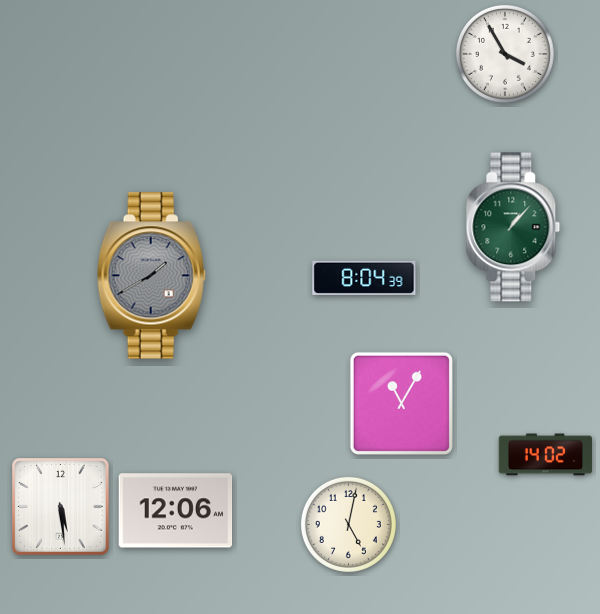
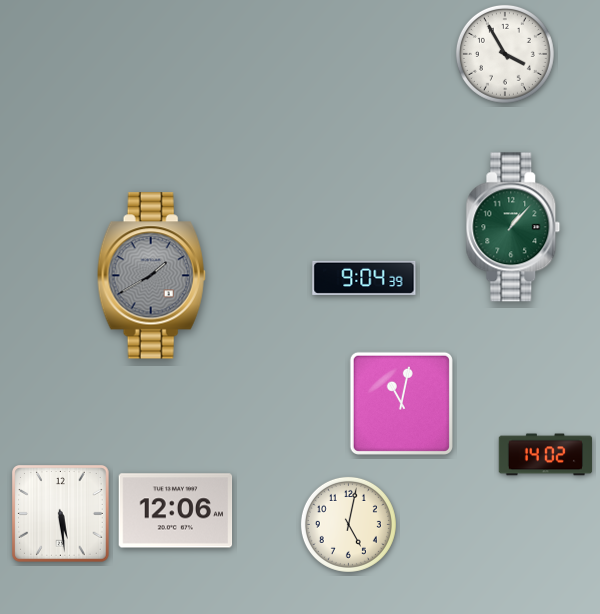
clock at (364, 278): 8:04 -> 9:04
clock at (401, 403): 11:05 -> 11:02
clock at (61, 507) position: (61, 507) -> (61, 514)
